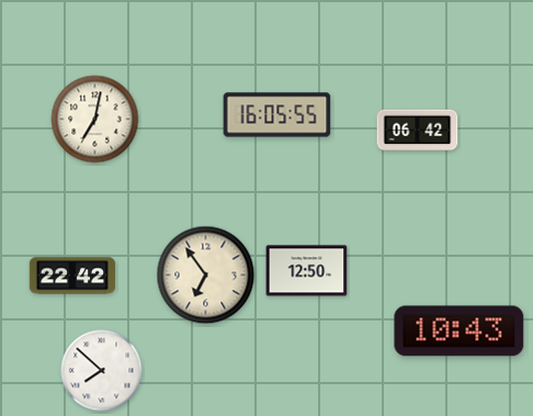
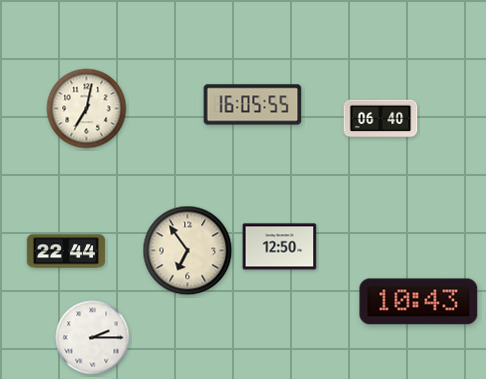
clock at (418, 131): 06:42 -> 06:40
clock at (72, 276): 22:42 -> 22:44
clock at (102, 371): 7:52 -> 2:15
